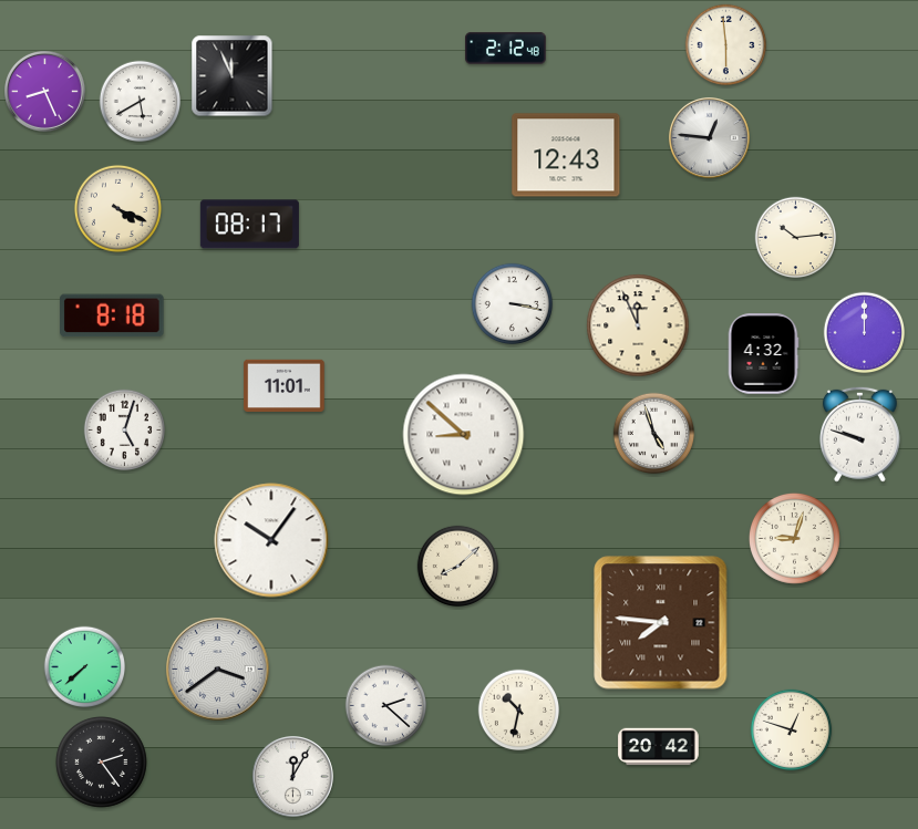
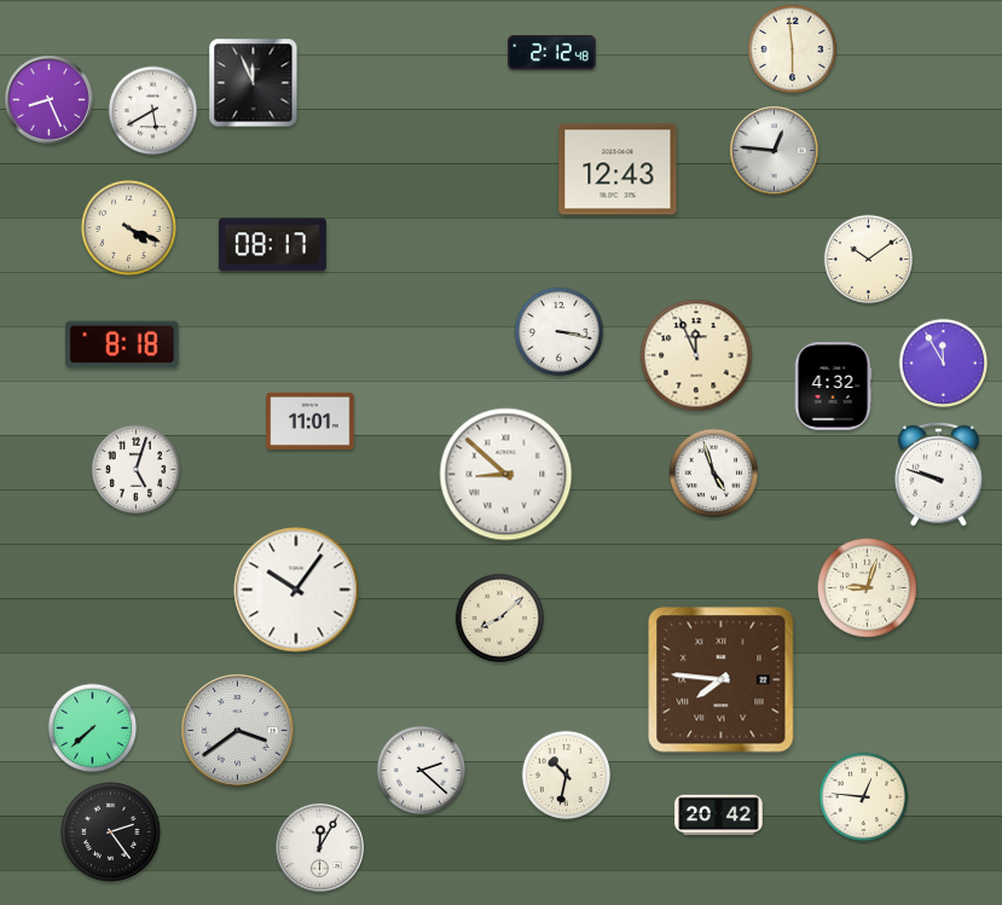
clock at (796, 238): 10:14 -> 10:09
clock at (865, 333): 12:00 -> 11:55
clock at (792, 730): 12:48 -> 12:46
